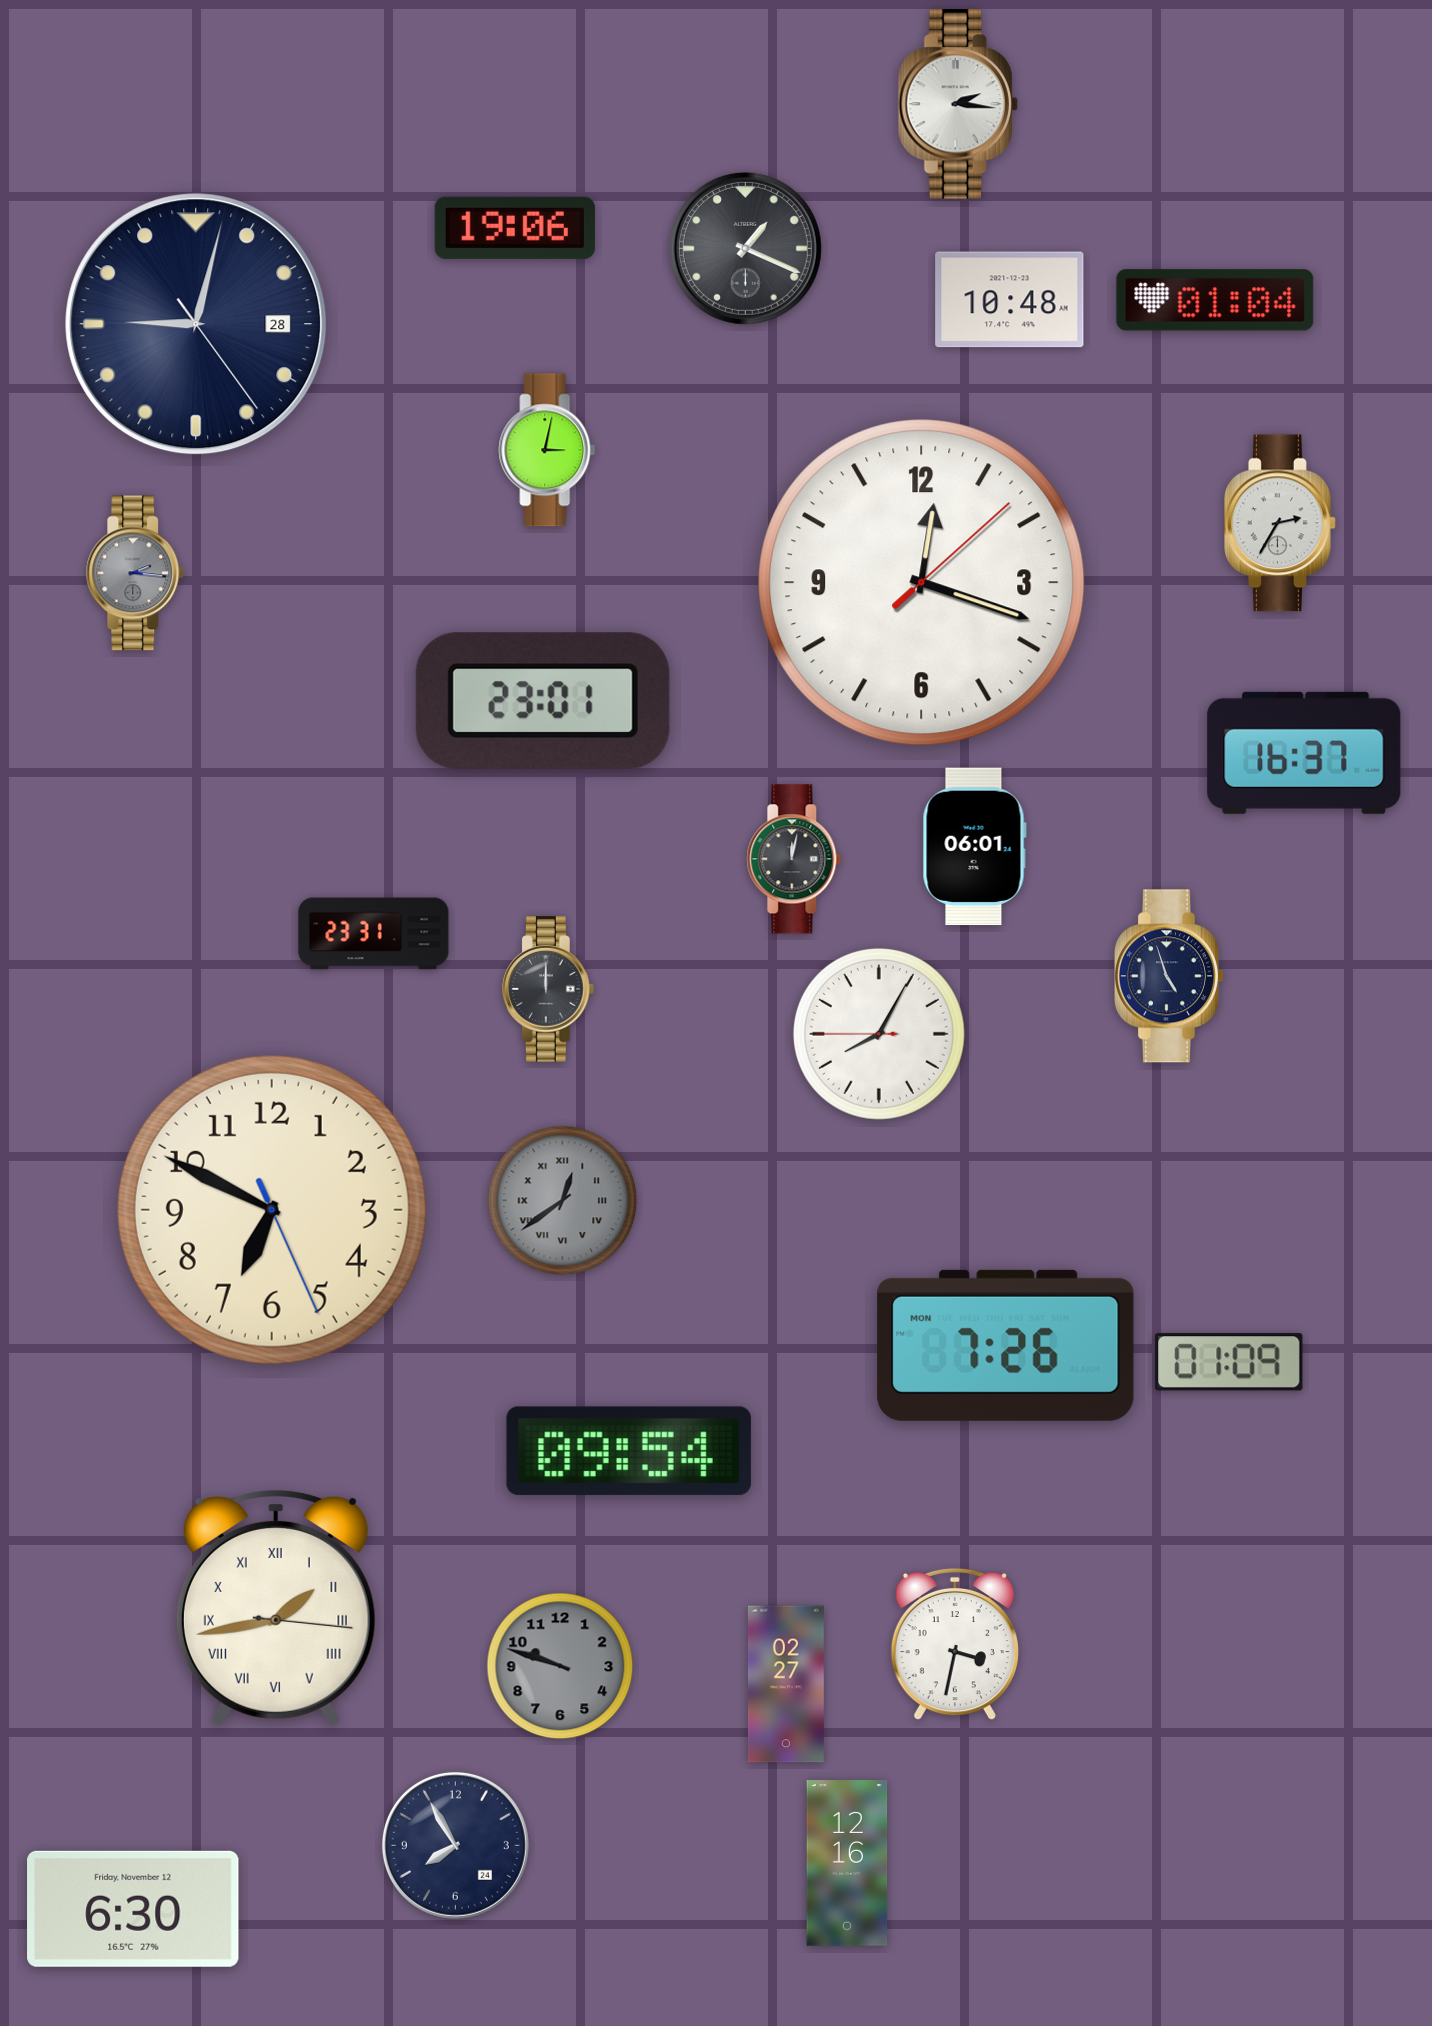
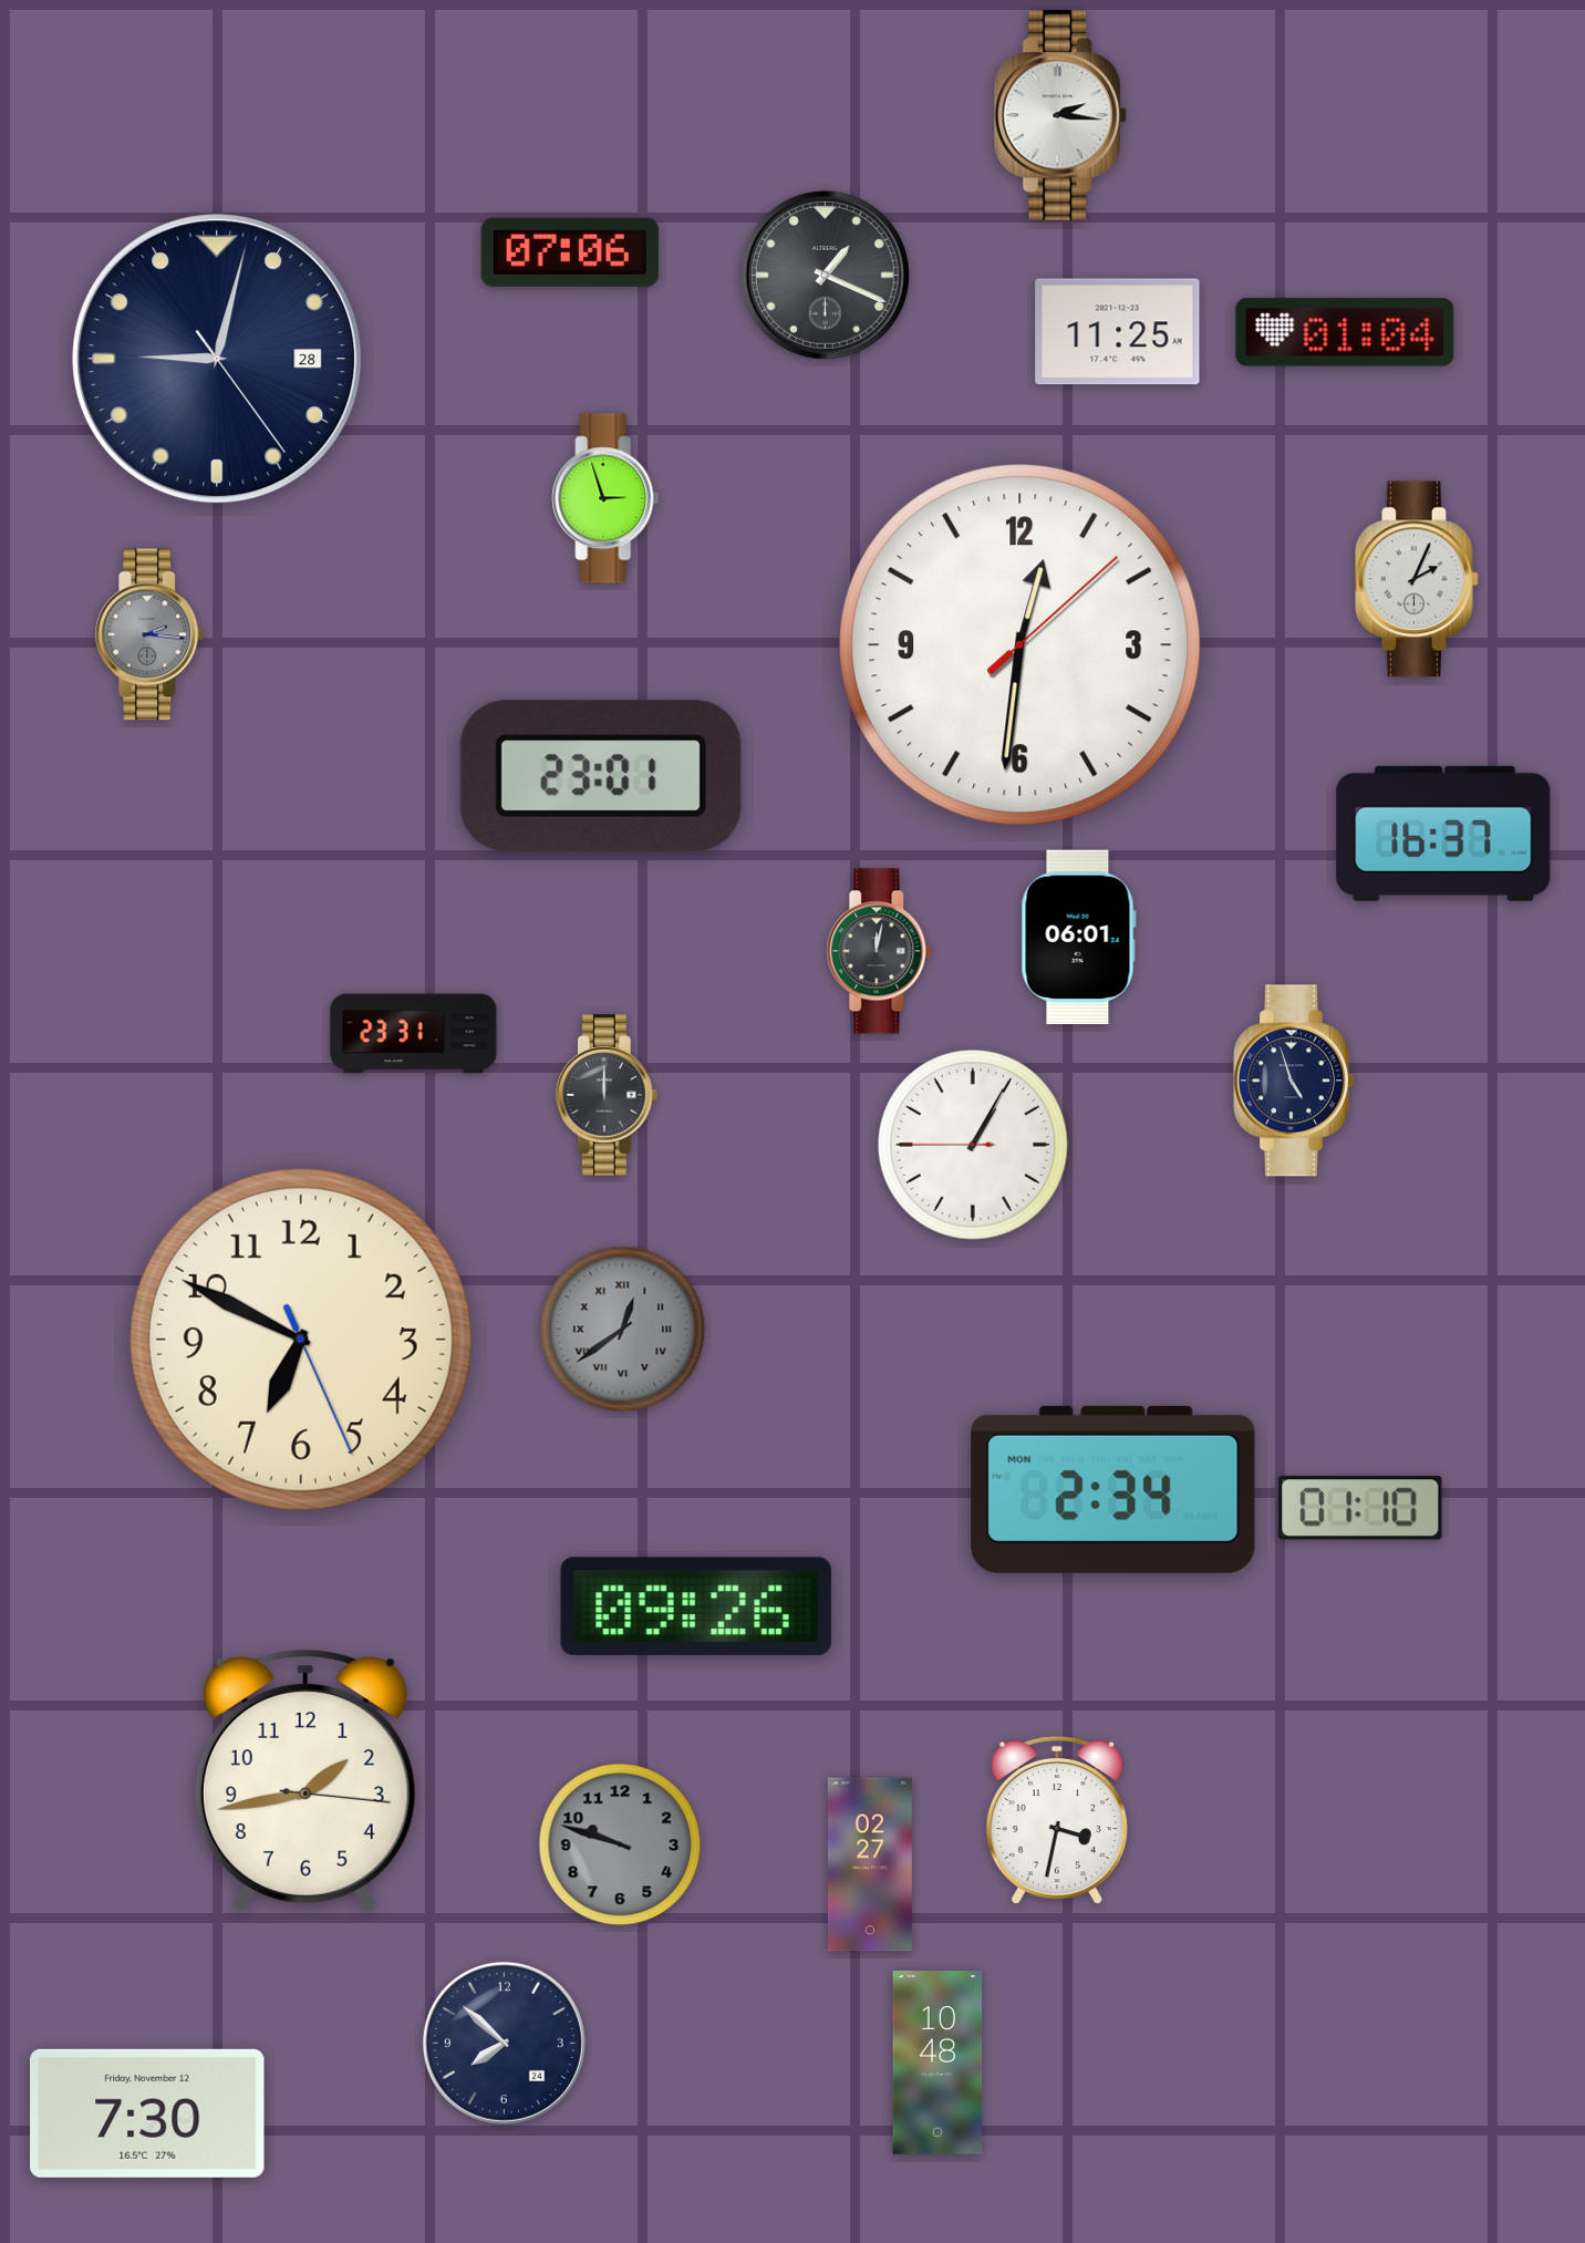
clock at (515, 228): 19:06 -> 07:06
clock at (1010, 300): 10:48 -> 11:25
clock at (547, 450): 3:02 -> 2:57
clock at (1281, 523): 2:35 -> 2:04
clock at (922, 583): 12:18 -> 12:31
clock at (879, 1034): 8:04 -> 1:04
clock at (1006, 1345): 7:26 -> 2:34
clock at (1229, 1362): 01:09 -> 01:10
clock at (629, 1451): 09:54 -> 09:26
clock at (276, 1609) numerals: Roman -> Arabic
clock at (455, 1845): 7:55 -> 7:52
clock at (847, 1863): 12:16 -> 10:48
clock at (133, 1909): 6:30 -> 7:30
